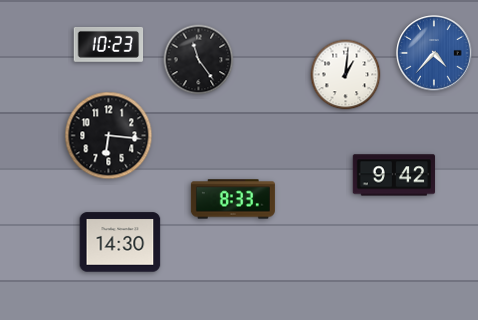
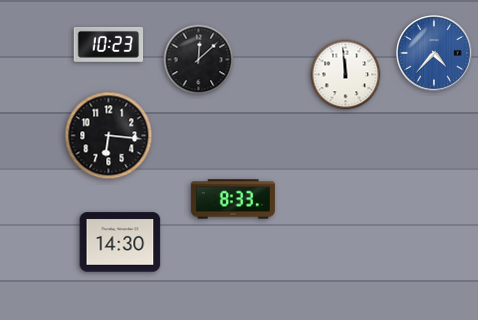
clock at (199, 60): 11:24 -> 12:08
clock at (346, 75): 1:01 -> 11:59
clock at (394, 175): 9:42 -> none
